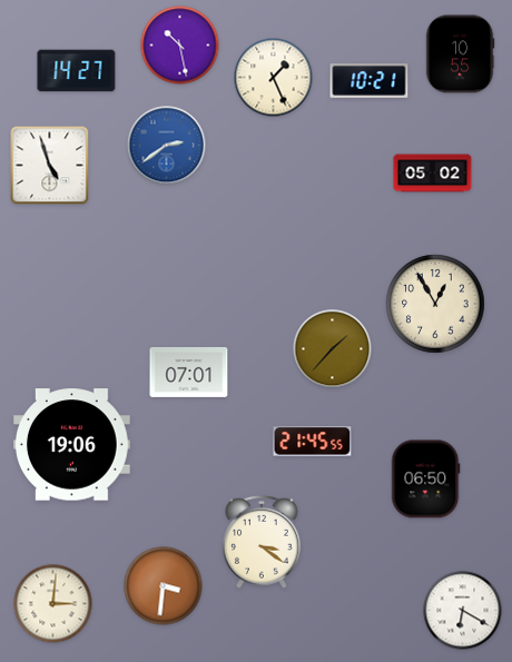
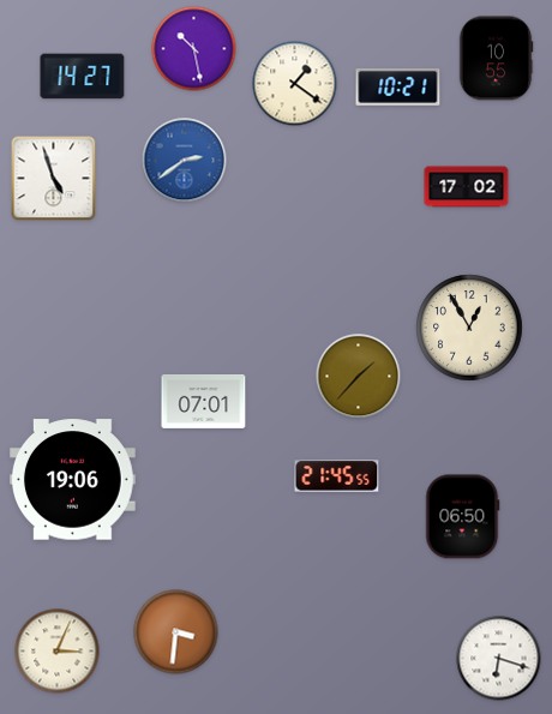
clock at (274, 78): 1:26 -> 1:21
clock at (167, 146) position: (167, 146) -> (185, 161)
clock at (433, 174): 05:02 -> 17:02
clock at (72, 445) position: (72, 445) -> (73, 480)
clock at (425, 480) position: (425, 480) -> (462, 517)
clock at (262, 542): 3:21 -> none
clock at (53, 604): 3:01 -> 3:04
clock at (463, 611): 6:20 -> 6:18
